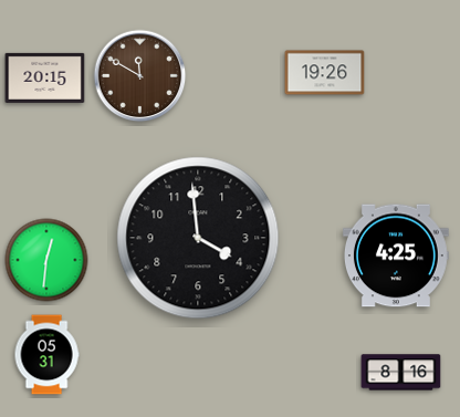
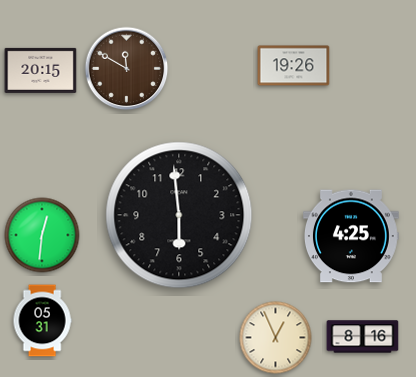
clock at (198, 238): 3:59 -> 5:59
clock at (397, 256) position: (397, 256) -> (352, 236)
clock at (276, 338): none -> 12:56
